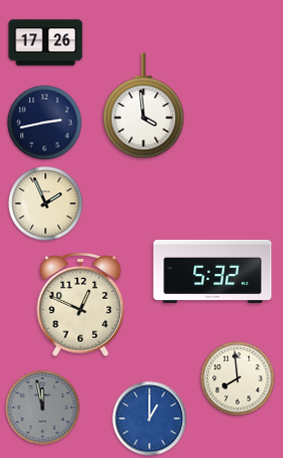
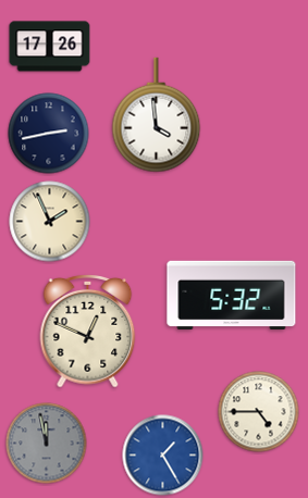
clock at (238, 379): 7:59 -> 4:45
clock at (150, 419): 1:00 -> 1:25
